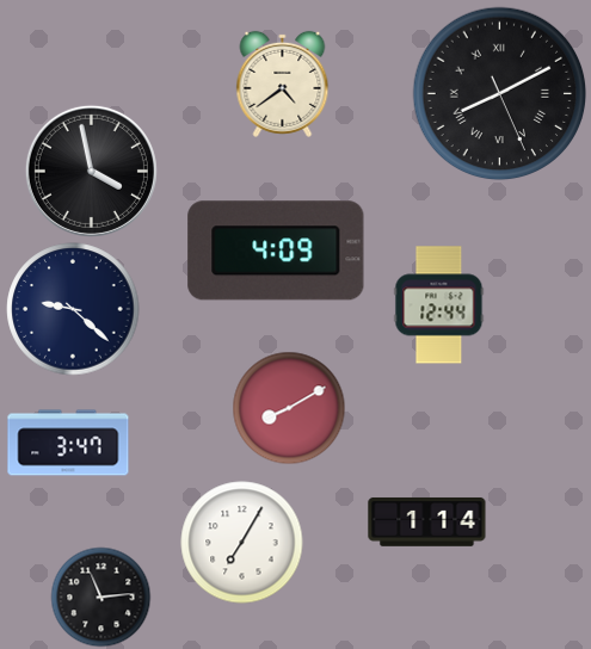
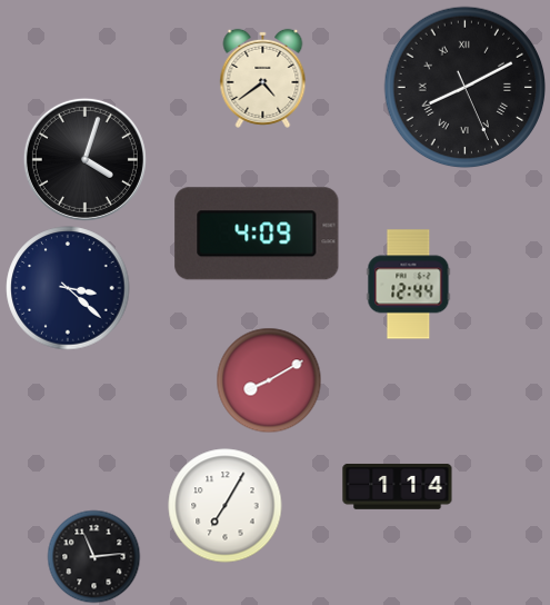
clock at (91, 171): 3:58 -> 4:03
clock at (73, 309): 9:22 -> 3:22
clock at (68, 443): 3:47 -> none
